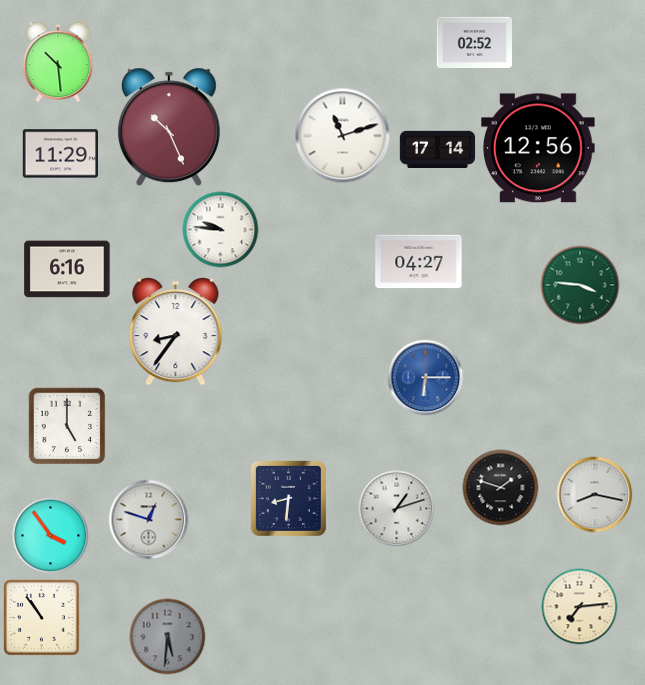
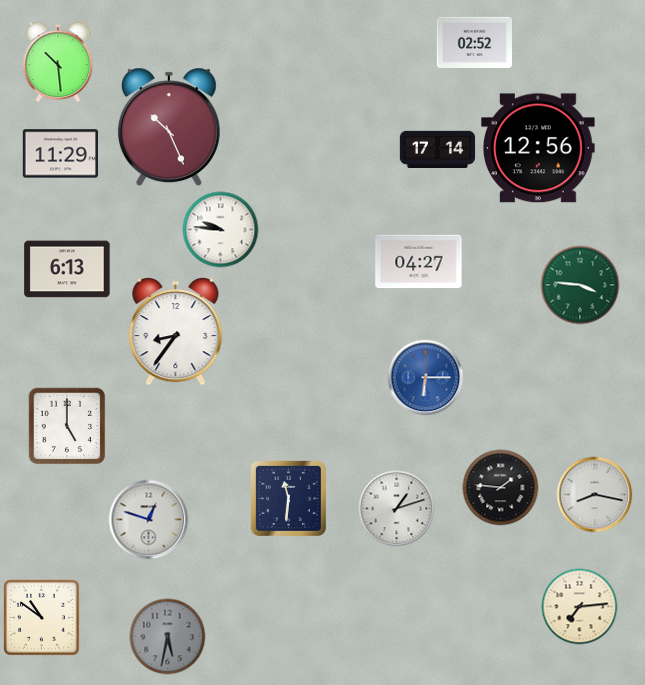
clock at (343, 136): 11:12 -> none
clock at (67, 269): 6:16 -> 6:13
clock at (501, 488): 1:48 -> 1:46
clock at (288, 498): 8:31 -> 11:31
clock at (51, 536): 3:54 -> none
clock at (42, 618): 10:54 -> 10:51
clock at (168, 637): 5:31 -> 5:32
